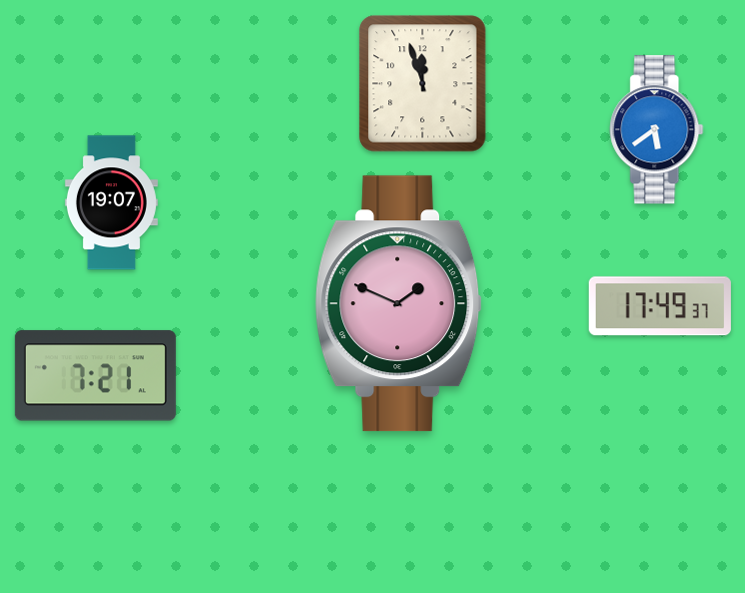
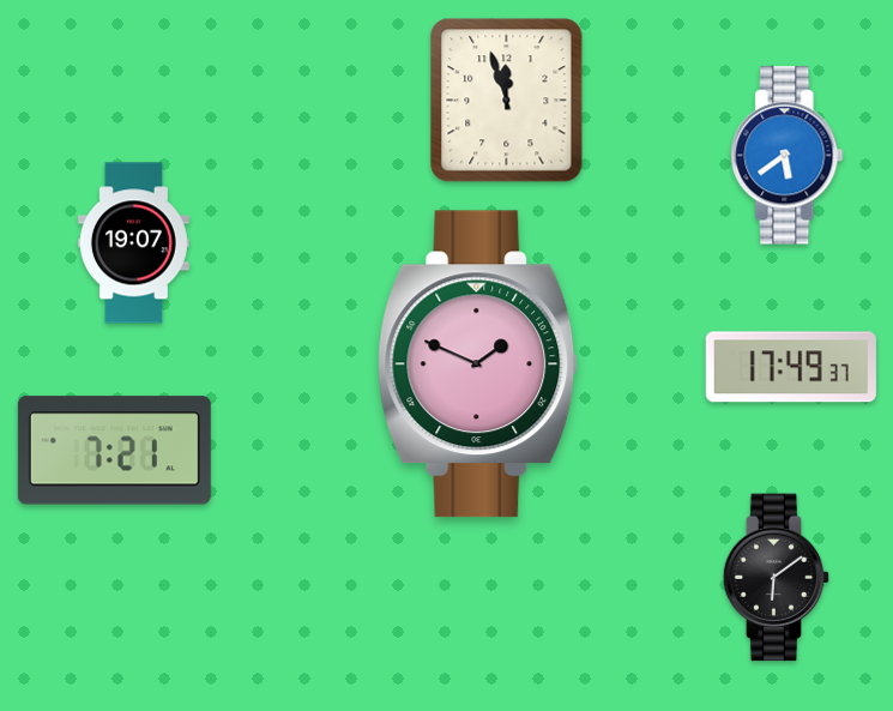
clock at (777, 578): none -> 6:09
